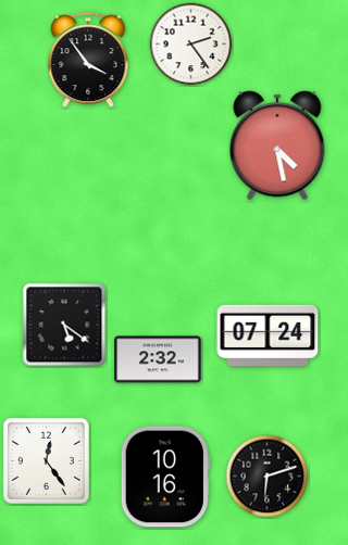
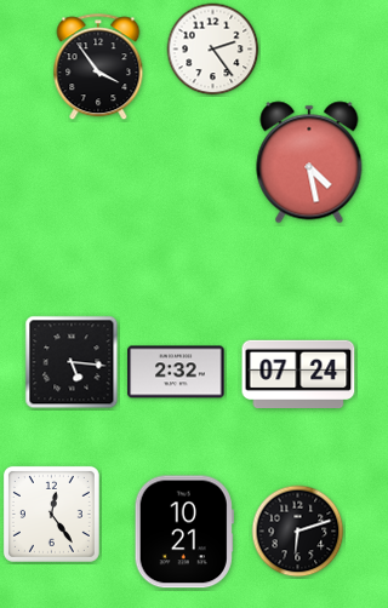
clock at (64, 325): 5:21 -> 5:16
clock at (158, 359) position: (158, 359) -> (176, 372)
clock at (165, 477): 10:16 -> 10:21
